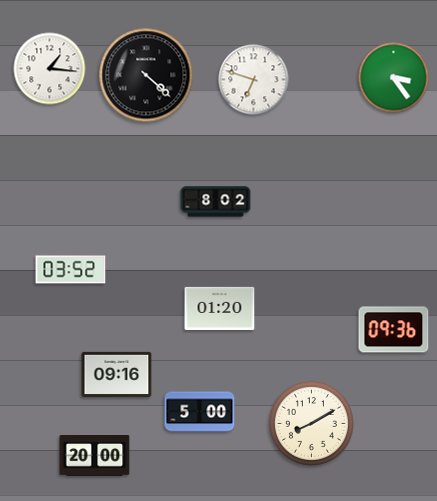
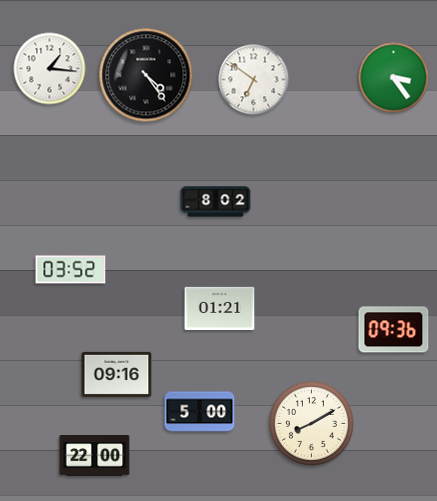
clock at (146, 75): 4:22 -> 4:24
clock at (254, 80): 6:48 -> 6:51
clock at (220, 308): 01:20 -> 01:21
clock at (95, 456): 20:00 -> 22:00
